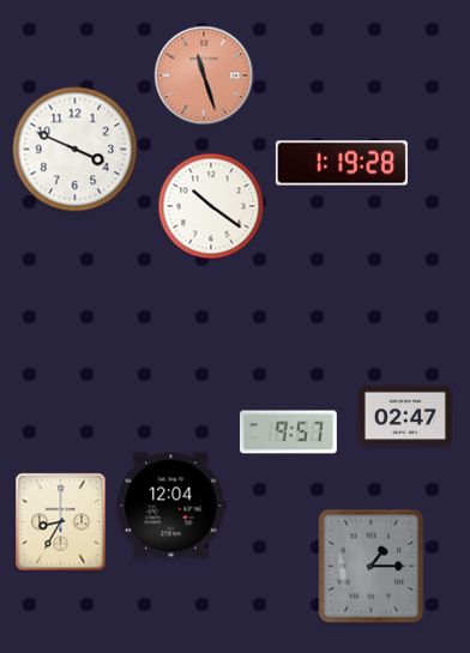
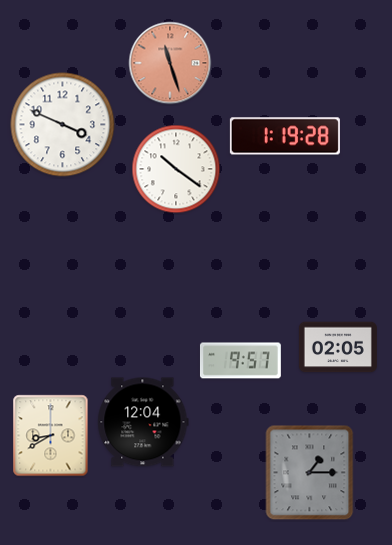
clock at (211, 206) position: (211, 206) -> (176, 169)
clock at (405, 416): 02:47 -> 02:05
clock at (61, 522): 8:35 -> 8:40
